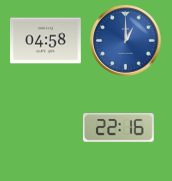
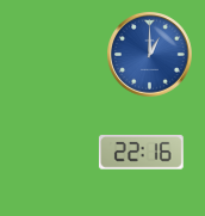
clock at (46, 41): 04:58 -> none
clock at (126, 41) position: (126, 41) -> (150, 55)
